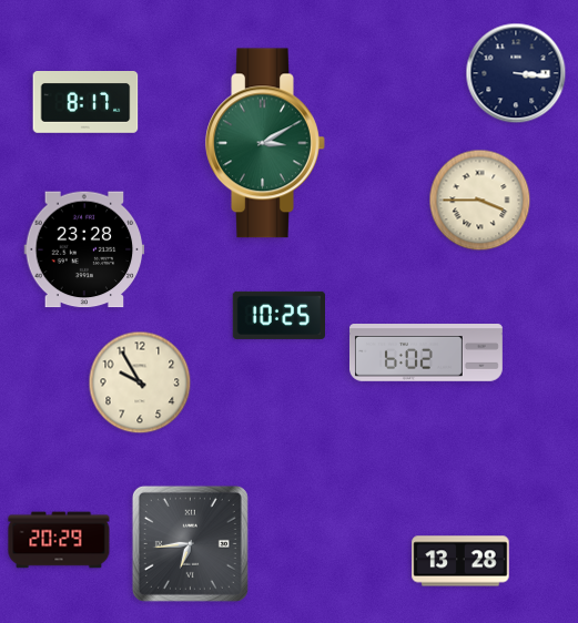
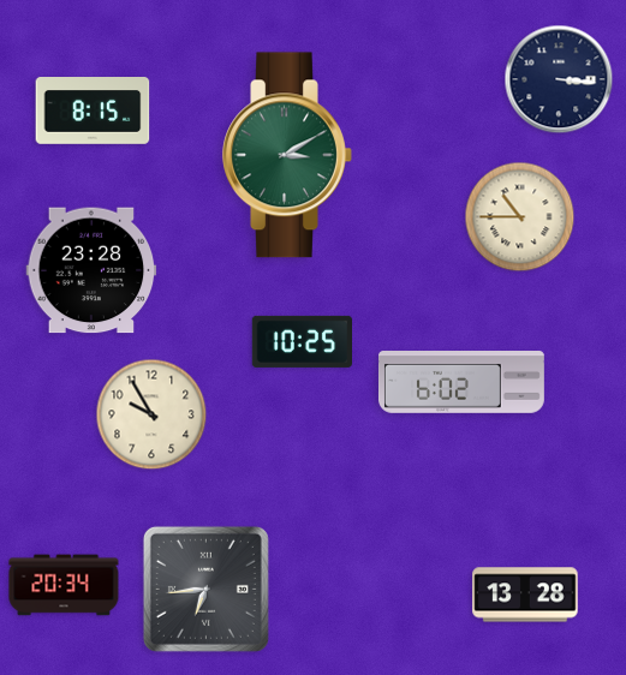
clock at (85, 103): 8:17 -> 8:15
clock at (480, 201): 3:45 -> 10:45
clock at (59, 540): 20:29 -> 20:34
clock at (460, 561) position: (460, 561) -> (525, 595)
